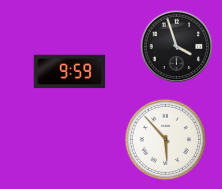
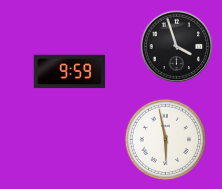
clock at (166, 140): 5:53 -> 5:58
